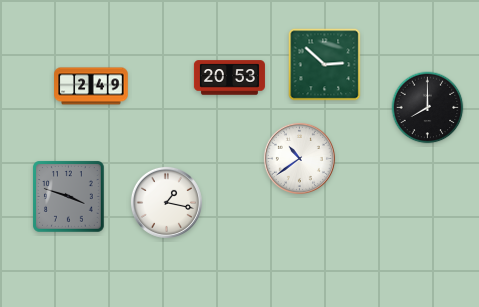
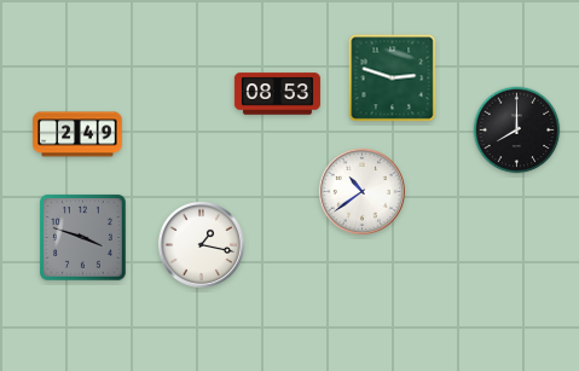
clock at (325, 65): 2:52 -> 2:48
clock at (229, 78): 20:53 -> 08:53
clock at (91, 86) position: (91, 86) -> (77, 134)
